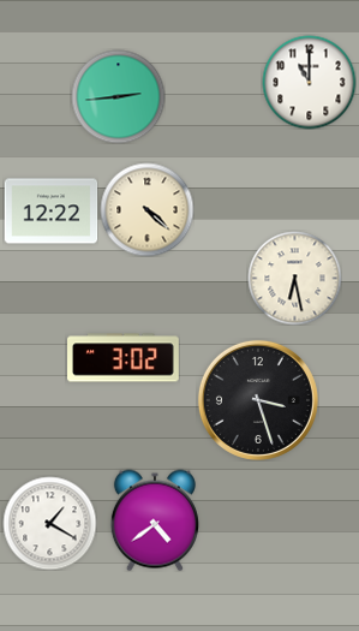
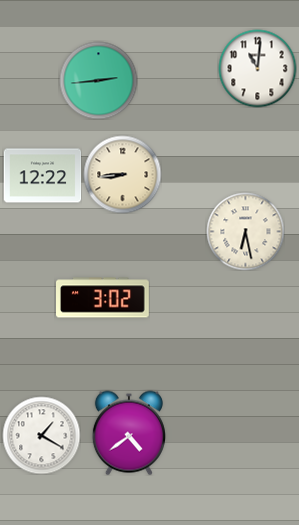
clock at (309, 82): 11:00 -> 11:01
clock at (146, 209): 4:22 -> 8:44
clock at (258, 400): 3:27 -> none
